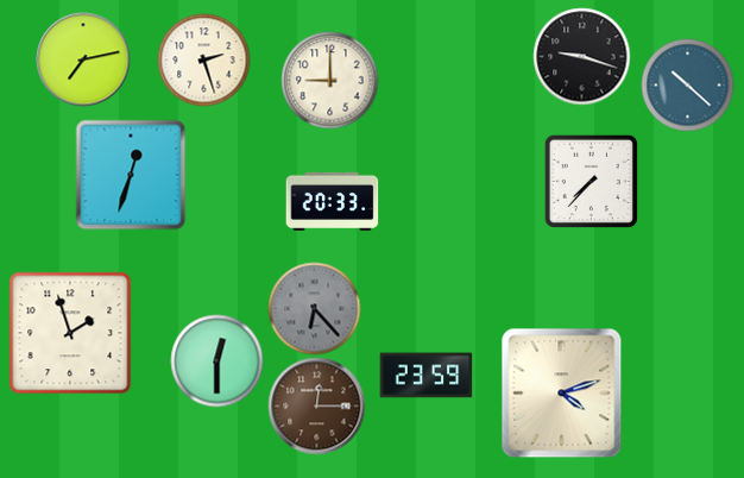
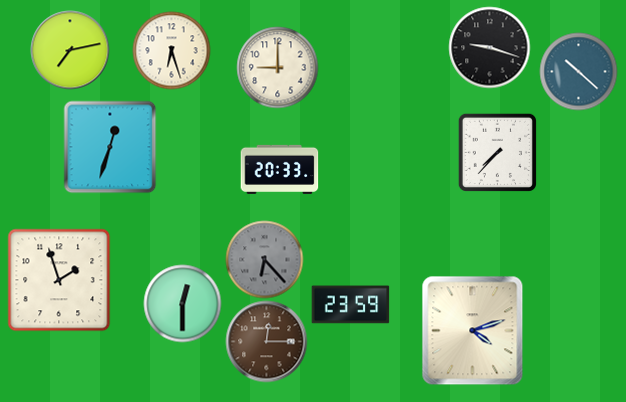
clock at (203, 59): 2:27 -> 6:27
clock at (425, 376) position: (425, 376) -> (350, 305)
